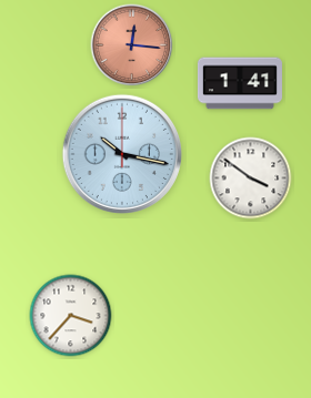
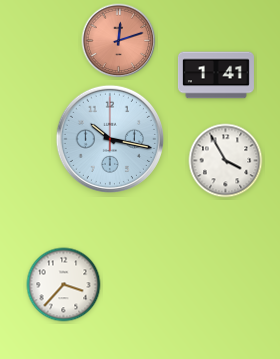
clock at (132, 45): 12:16 -> 12:12
clock at (251, 178): 3:51 -> 3:55
